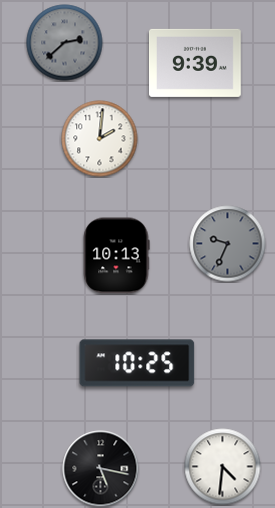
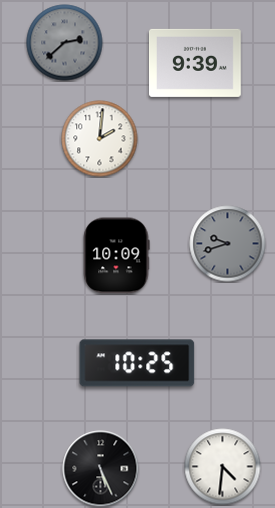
clock at (228, 244): 9:34 -> 9:42
clock at (116, 256): 10:13 -> 10:09
clock at (101, 469): 5:17 -> 5:26
